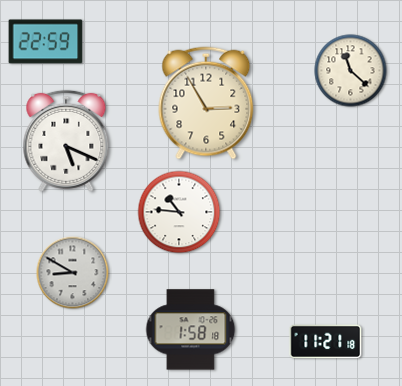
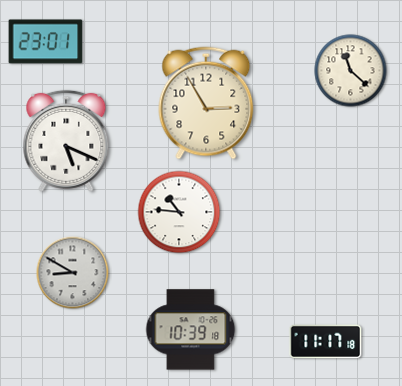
clock at (46, 42): 22:59 -> 23:01
clock at (191, 330): 1:58 -> 10:39
clock at (326, 342): 11:21 -> 11:17
